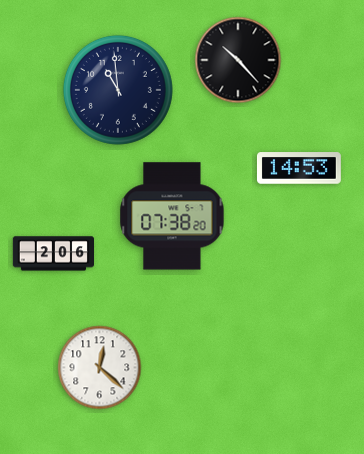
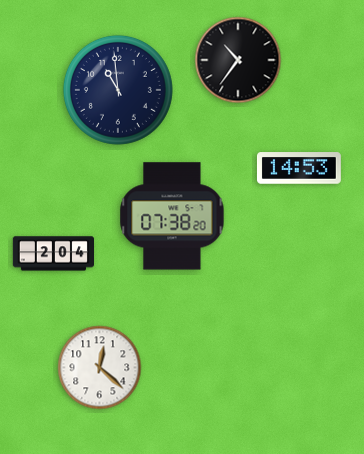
clock at (238, 60): 10:23 -> 10:36
clock at (53, 254): 2:06 -> 2:04
